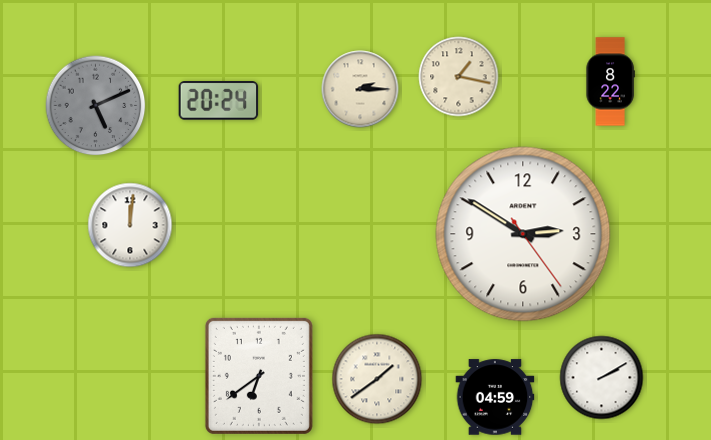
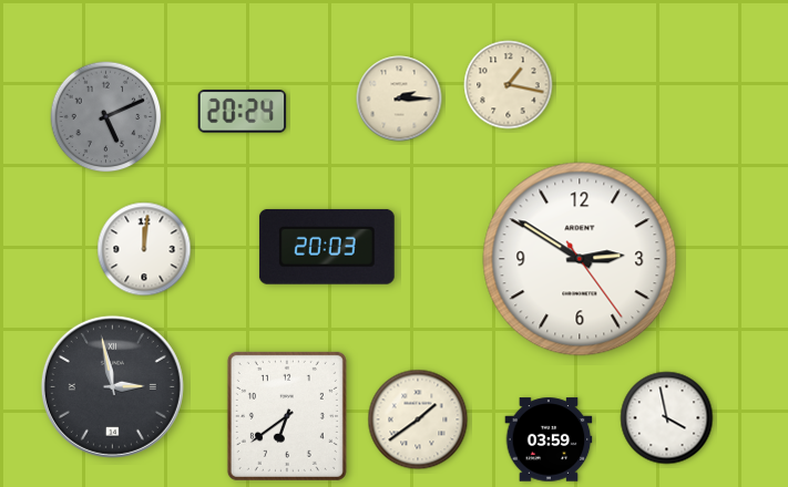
clock at (610, 82): 8:22 -> none
clock at (327, 247): none -> 20:03
clock at (112, 386): none -> 2:58
clock at (602, 378): 2:10 -> 3:58
clock at (495, 397): 04:59 -> 03:59
